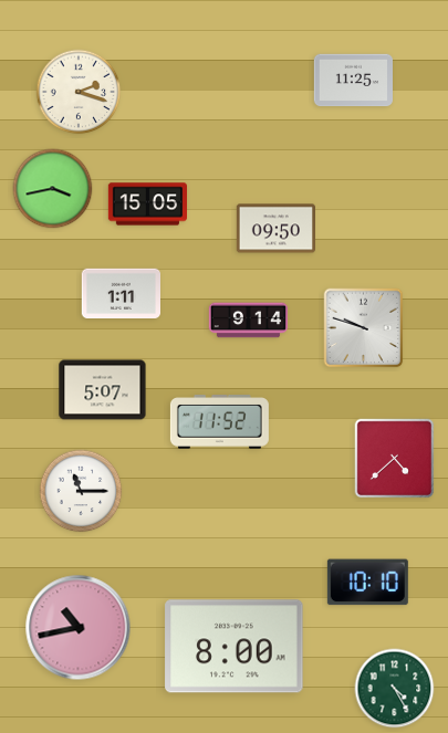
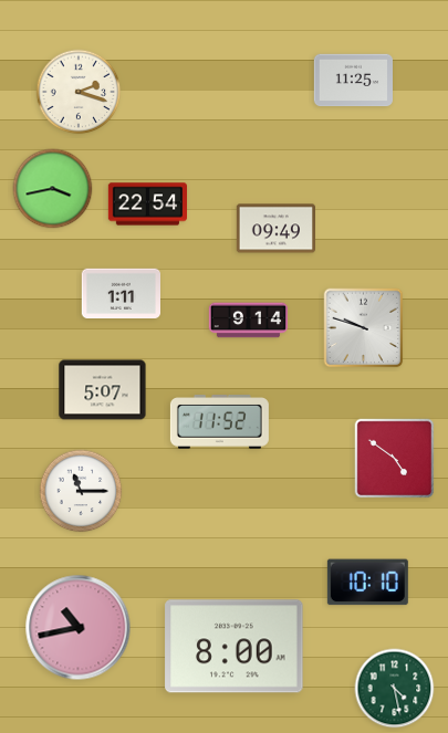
clock at (147, 205): 15:05 -> 22:54
clock at (275, 229): 09:50 -> 09:49
clock at (395, 459): 4:38 -> 4:51
clock at (395, 689): 4:25 -> 4:28
